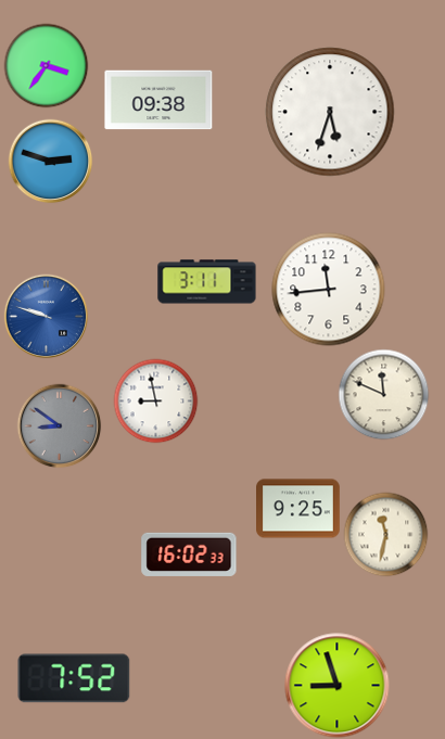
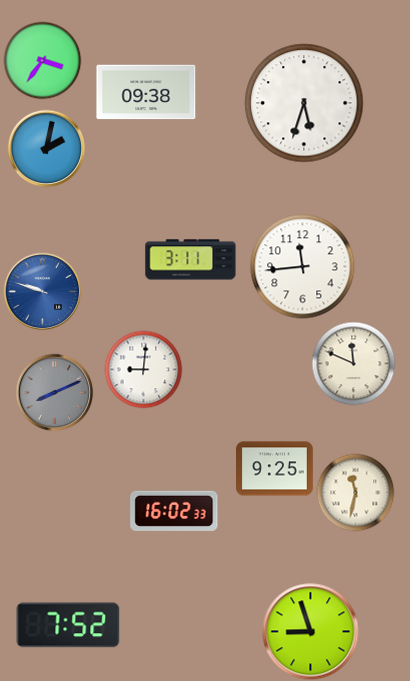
clock at (50, 161): 2:48 -> 2:02
clock at (155, 400): 8:58 -> 9:01
clock at (59, 425): 8:51 -> 8:11
